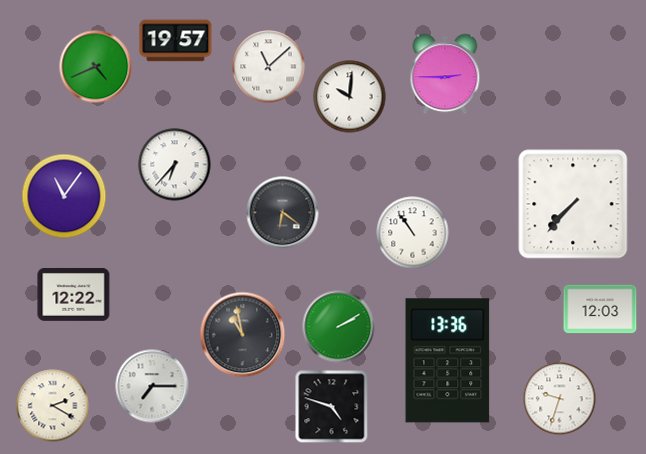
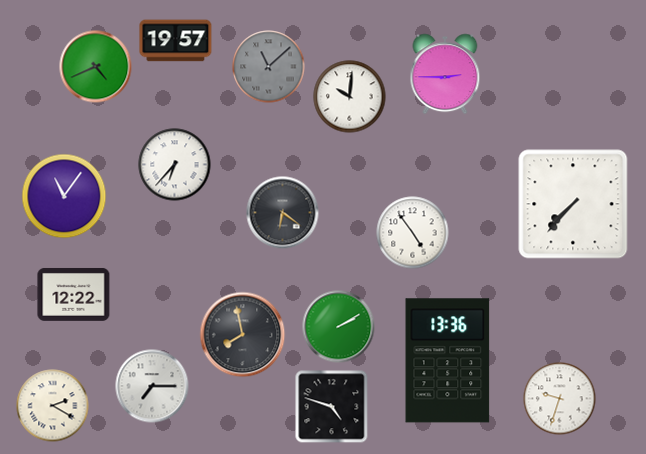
clock at (269, 67) dial: white -> grey
clock at (413, 233): 10:54 -> 4:54
clock at (600, 309): 12:03 -> none
clock at (243, 335): 10:58 -> 7:58
